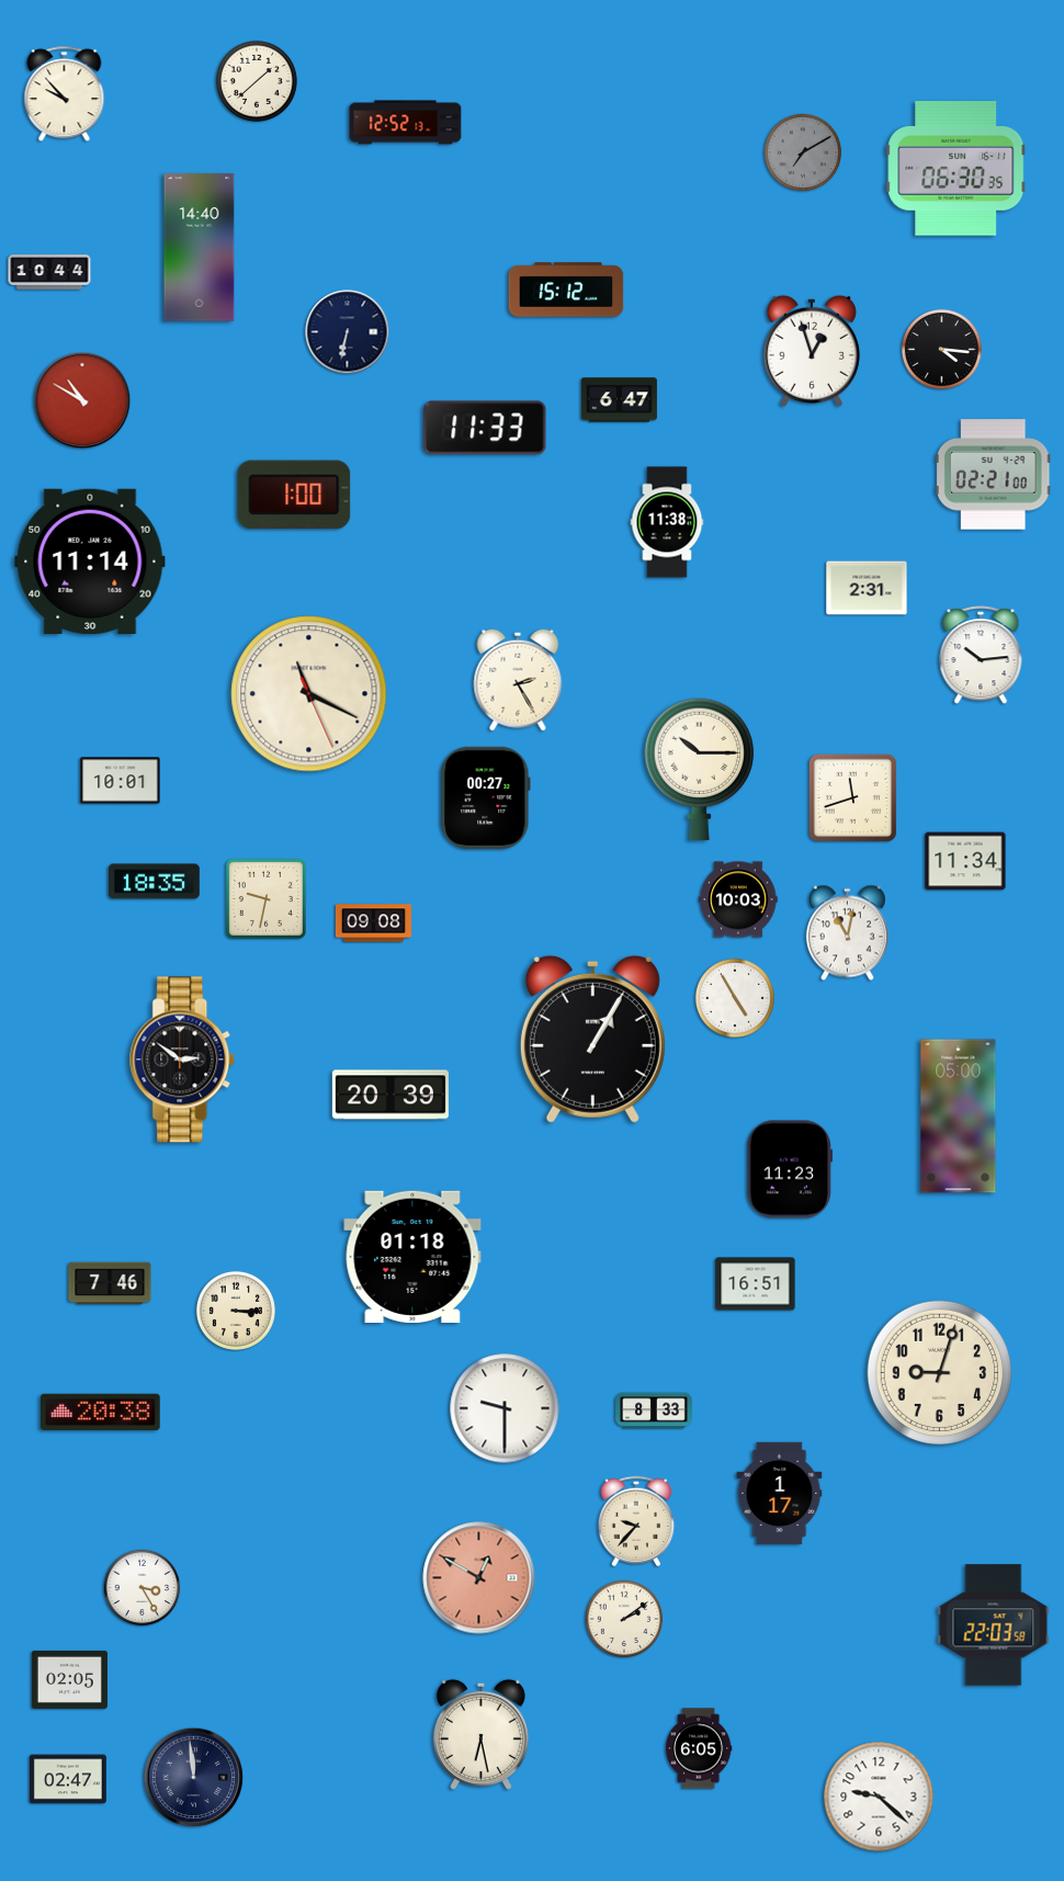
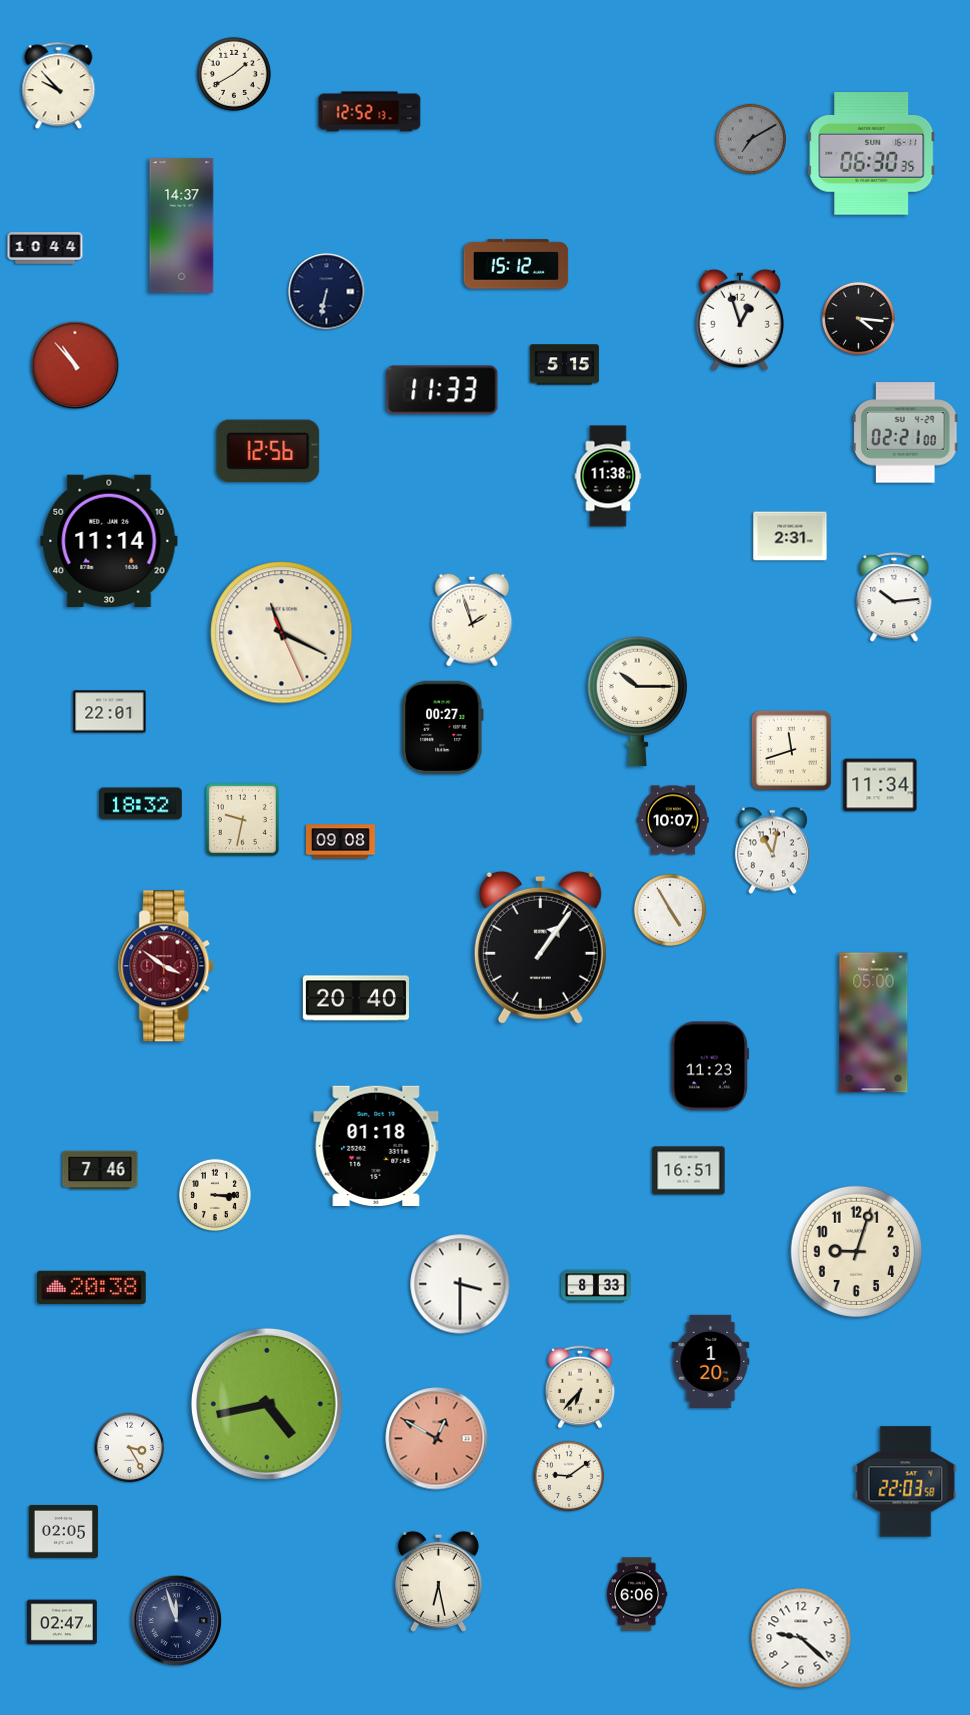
clock at (257, 81): 1:38 -> 1:40
clock at (803, 152) position: (803, 152) -> (751, 139)
clock at (200, 248): 14:40 -> 14:37
clock at (348, 332) position: (348, 332) -> (327, 292)
clock at (82, 400): 10:50 -> 10:53
clock at (619, 400): 6:47 -> 5:15
clock at (294, 495): 1:00 -> 12:56
clock at (90, 562) position: (90, 562) -> (109, 541)
clock at (518, 680): 2:25 -> 1:57
clock at (121, 781): 10:01 -> 22:01
clock at (852, 797) position: (852, 797) -> (791, 750)
clock at (155, 882): 18:35 -> 18:32
clock at (738, 899): 10:03 -> 10:07
clock at (592, 1039): 1:05 -> 1:06
clock at (183, 1060): 2:51 -> 3:51
clock at (183, 1060) dial: black -> burgundy
clock at (390, 1095): 20:39 -> 20:40
clock at (959, 1117) position: (959, 1117) -> (874, 1023)
clock at (790, 1169) position: (790, 1169) -> (710, 1066)
clock at (505, 1408): 9:30 -> 3:30
clock at (780, 1493): 1:17 -> 1:20
clock at (636, 1521): 9:37 -> 6:37
clock at (267, 1404): none -> 4:43
clock at (624, 1619): 2:09 -> 9:09
clock at (700, 1748): 6:05 -> 6:06
clock at (194, 1778): 11:59 -> 11:57
